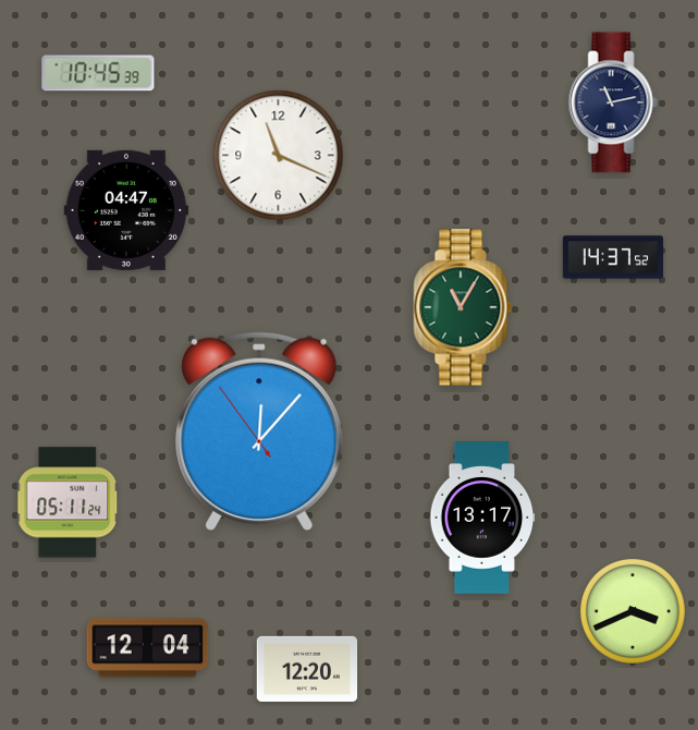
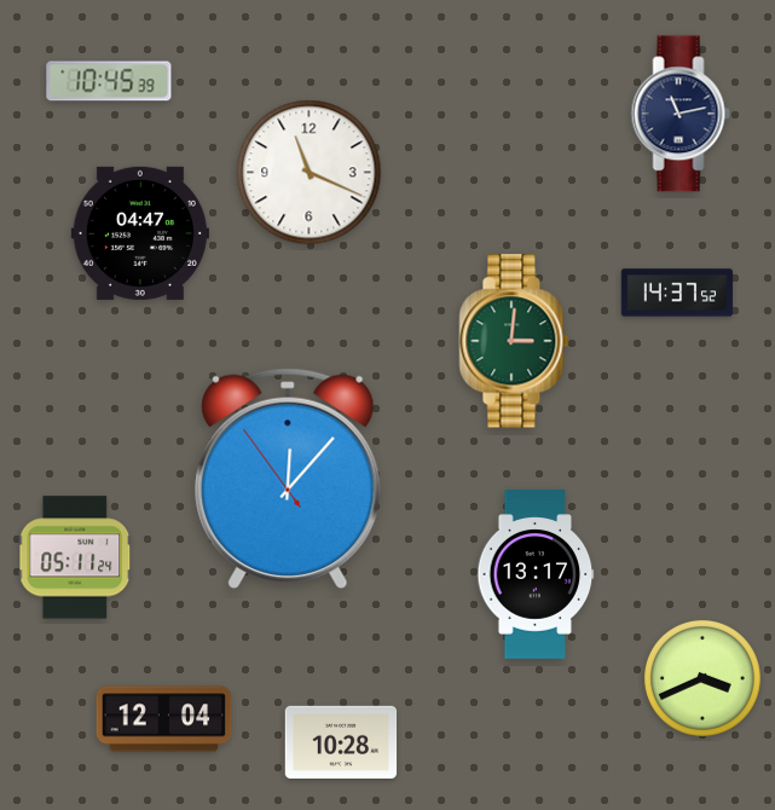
clock at (613, 257) position: (613, 257) -> (677, 293)
clock at (463, 307): 11:05 -> 3:01
clock at (307, 669): 12:20 -> 10:28
